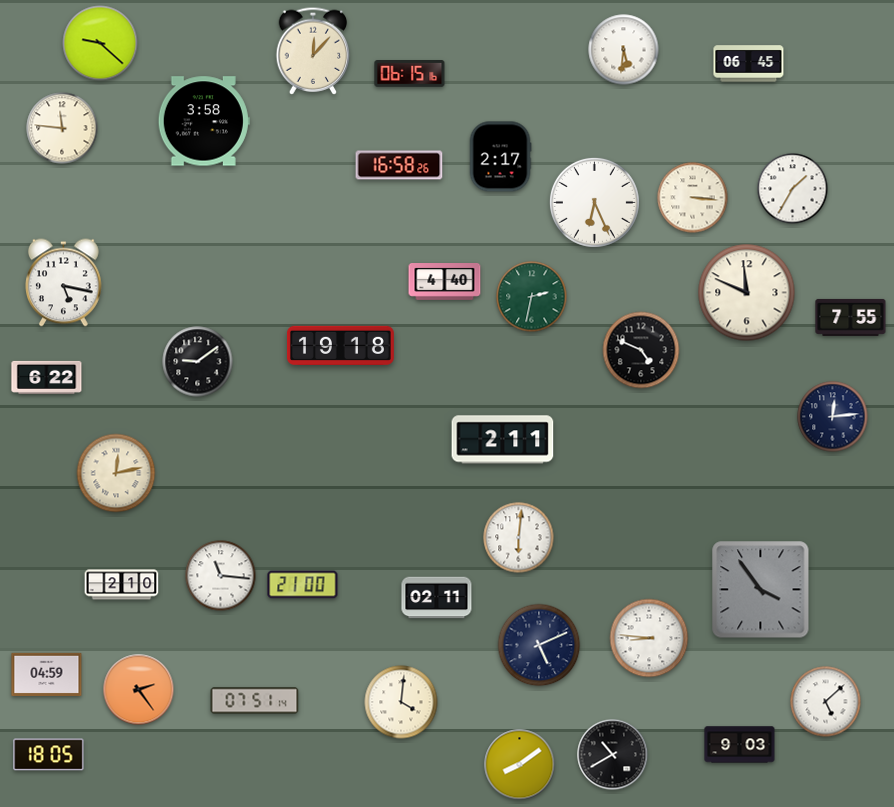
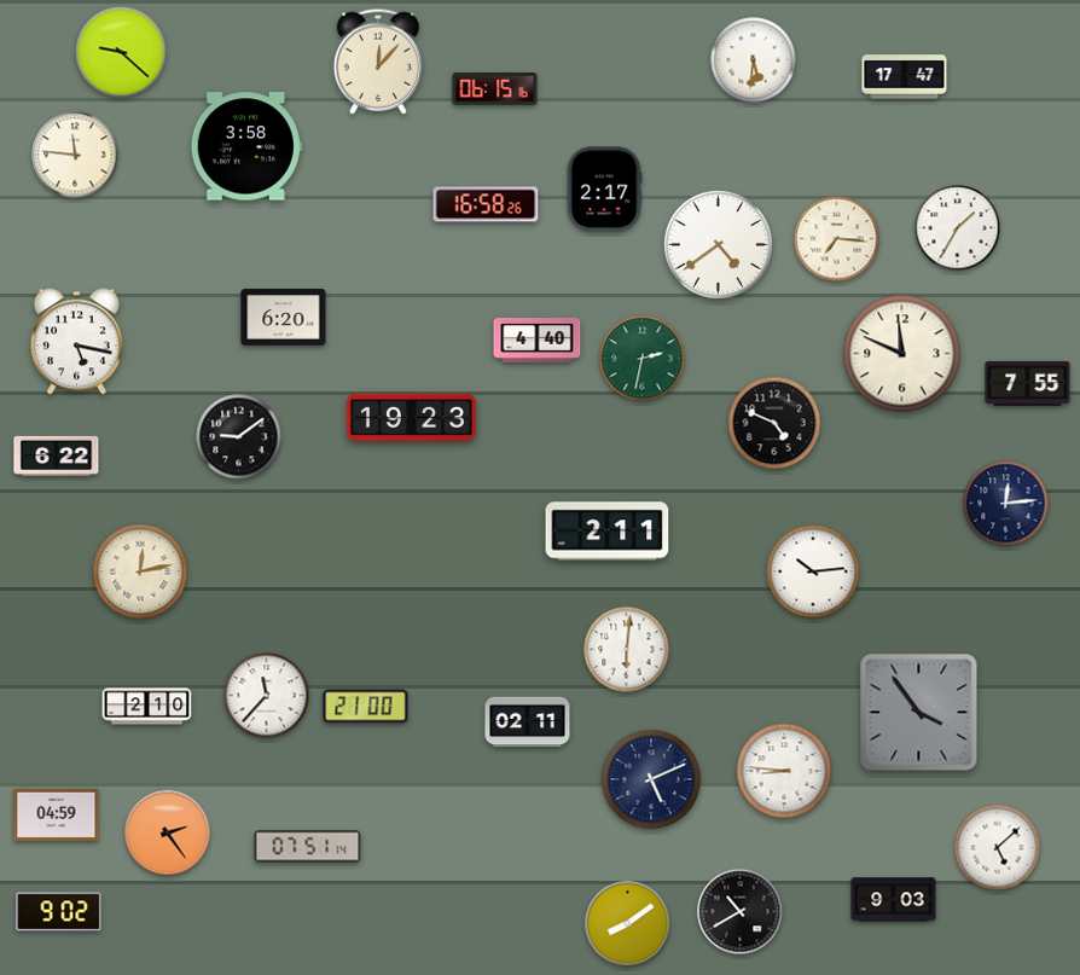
clock at (749, 64): 06:45 -> 17:47
clock at (399, 165) position: (399, 165) -> (486, 204)
clock at (693, 198): 3:16 -> 7:16
clock at (594, 202): 6:26 -> 4:39
clock at (284, 318): none -> 6:20
clock at (341, 345): 19:18 -> 19:23
clock at (813, 571): none -> 10:14
clock at (221, 576): 11:16 -> 11:37
clock at (401, 702): 4:01 -> none
clock at (49, 755): 18:05 -> 9:02
